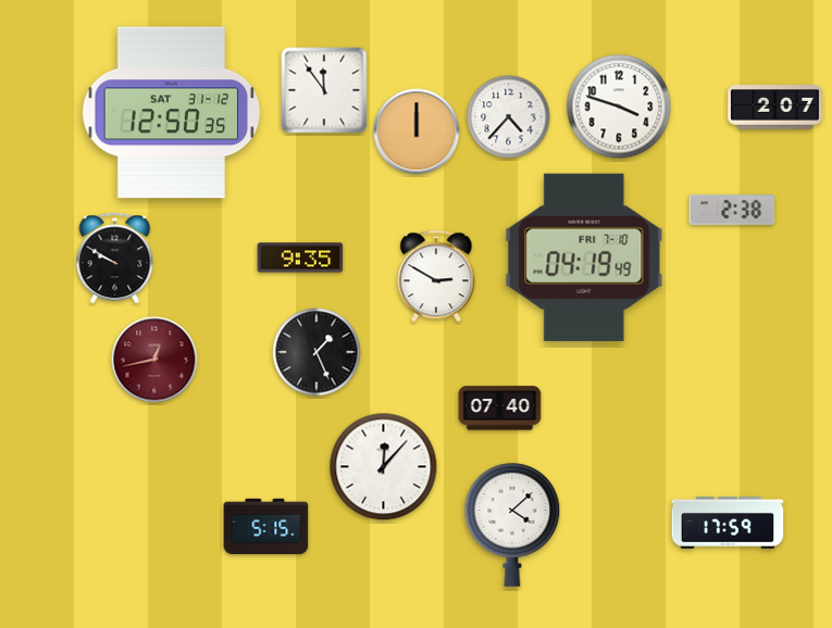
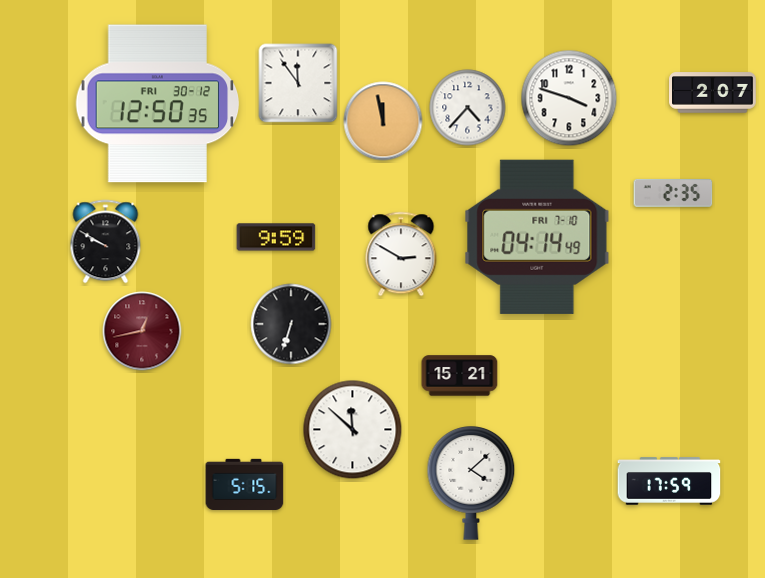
clock at (775, 108) position: (775, 108) -> (713, 93)
clock at (172, 113) date: SAT 31-12 -> FRI 30-12
clock at (417, 131): 12:00 -> 11:58
clock at (732, 210): 2:38 -> 2:35
clock at (300, 258): 9:35 -> 9:59
clock at (584, 258): 04:19 -> 04:14
clock at (115, 259) position: (115, 259) -> (106, 242)
clock at (316, 352): 1:26 -> 6:33
clock at (500, 409): 07:40 -> 15:21
clock at (384, 467): 12:07 -> 11:52
